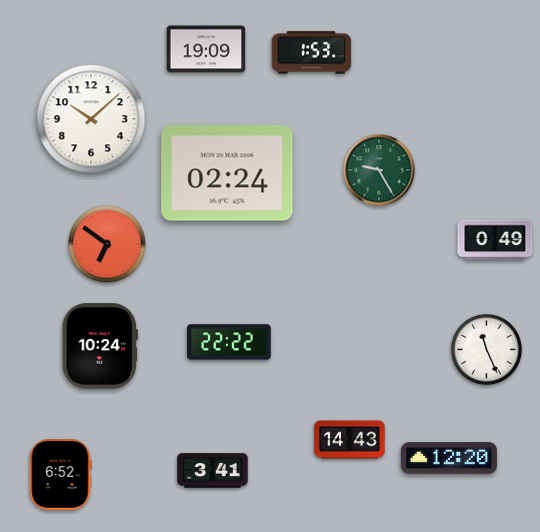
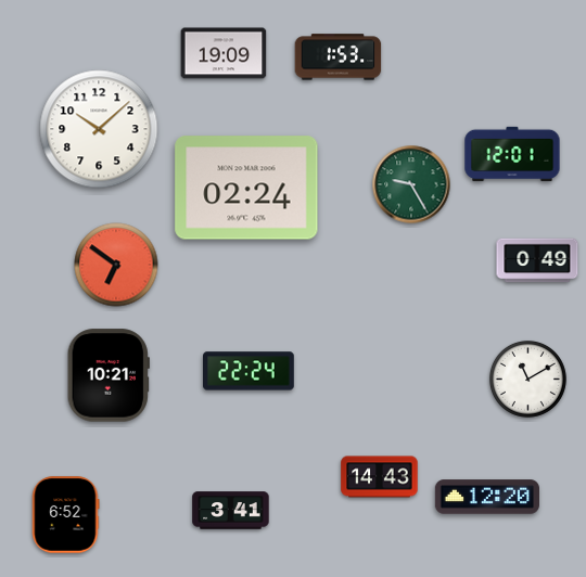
clock at (512, 154): none -> 12:01
clock at (230, 342): 22:22 -> 22:24
clock at (100, 346): 10:24 -> 10:21
clock at (486, 349): 11:26 -> 11:10
